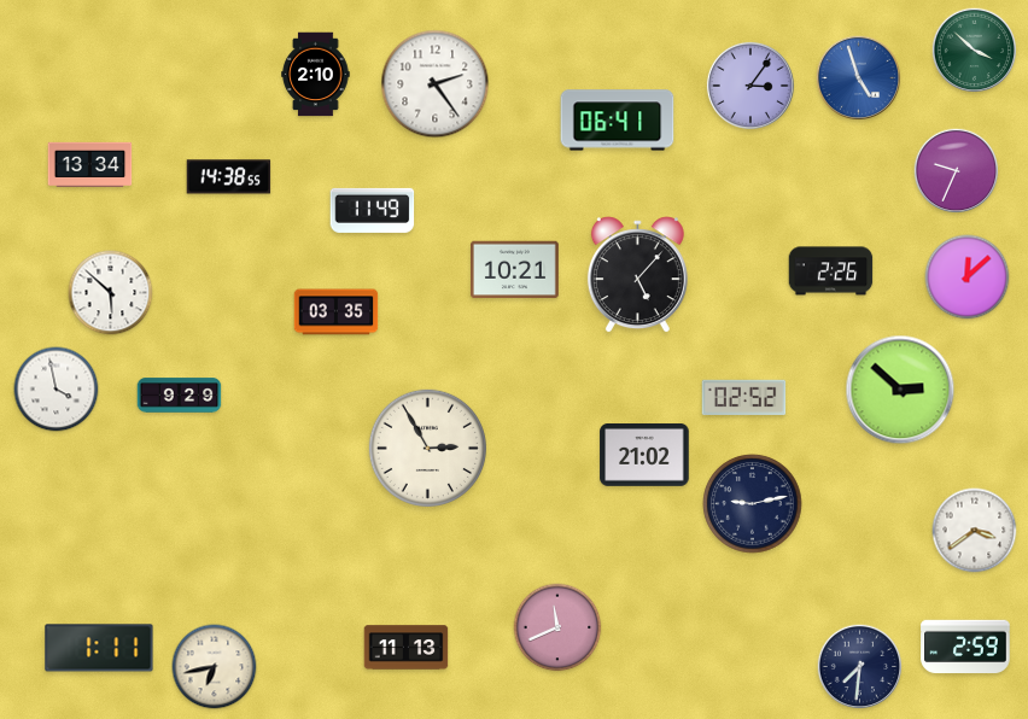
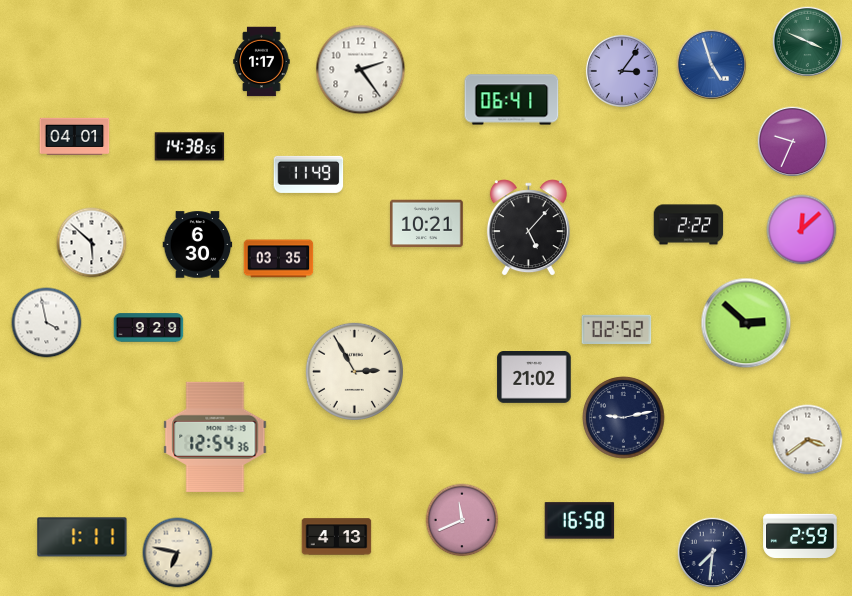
clock at (975, 51): 3:52 -> 3:49
clock at (316, 75): 2:10 -> 1:17
clock at (90, 164): 13:34 -> 04:01
clock at (831, 271): 2:26 -> 2:22
clock at (198, 245): none -> 6:30
clock at (215, 437): none -> 12:54
clock at (580, 521): none -> 16:58
clock at (407, 648): 11:13 -> 4:13
clock at (215, 667): 6:43 -> 6:47
